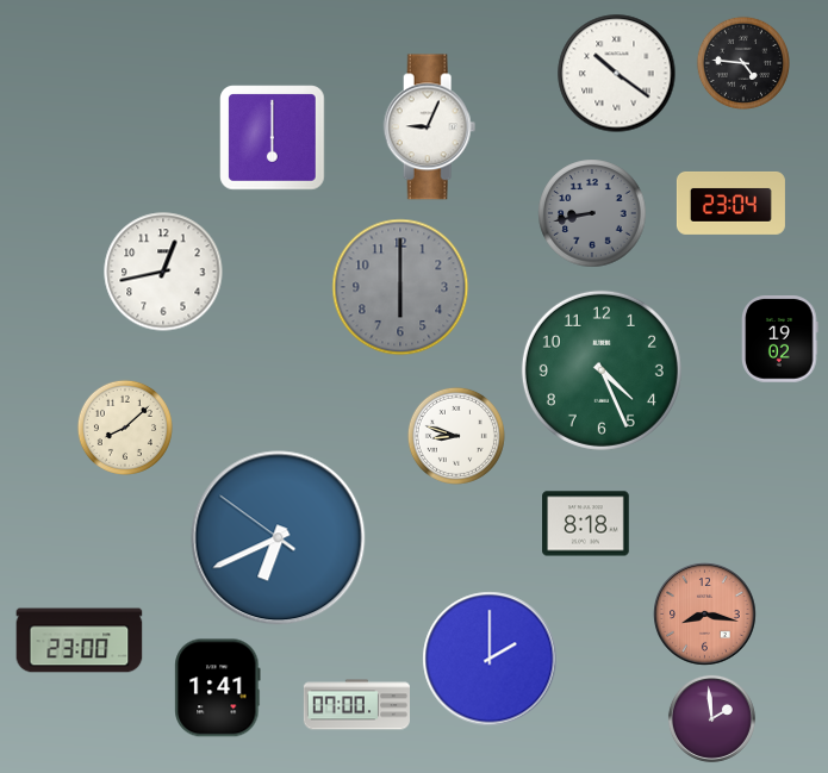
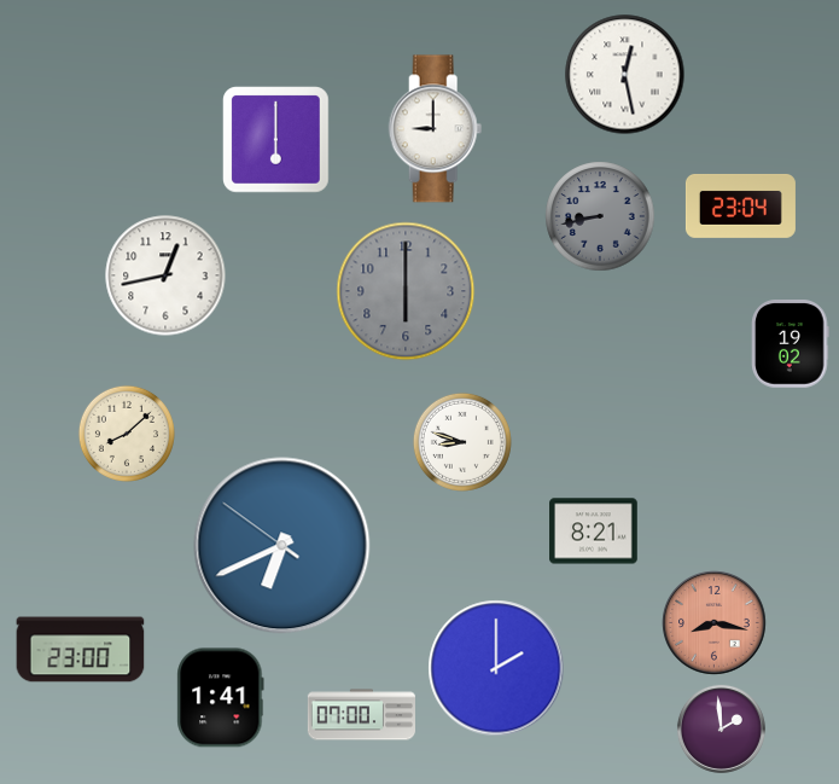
clock at (743, 63): 4:46 -> none
clock at (617, 74): 10:21 -> 12:28
clock at (430, 127): 9:04 -> 9:00
clock at (602, 370): 4:26 -> none
clock at (586, 524): 8:18 -> 8:21
